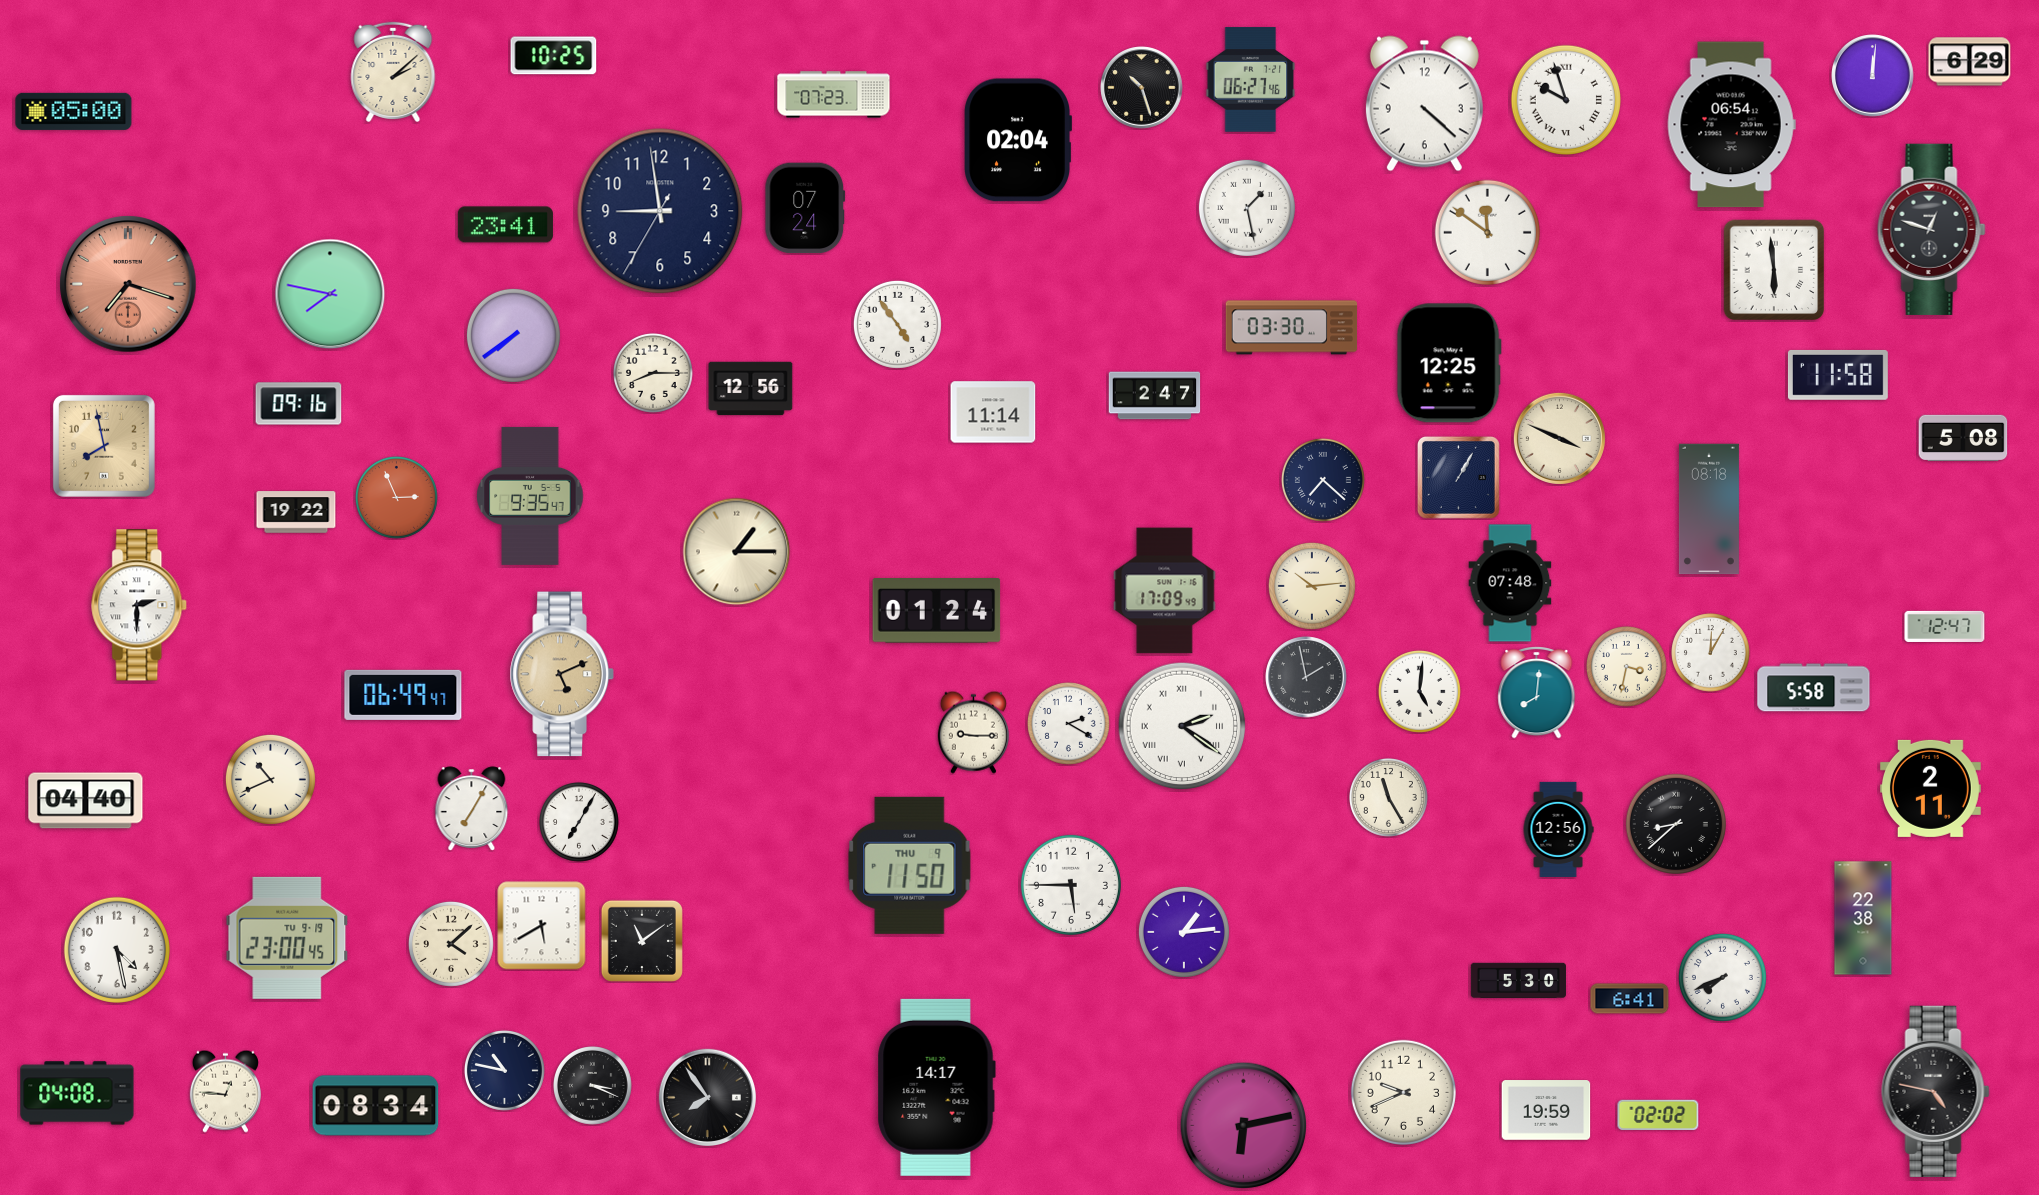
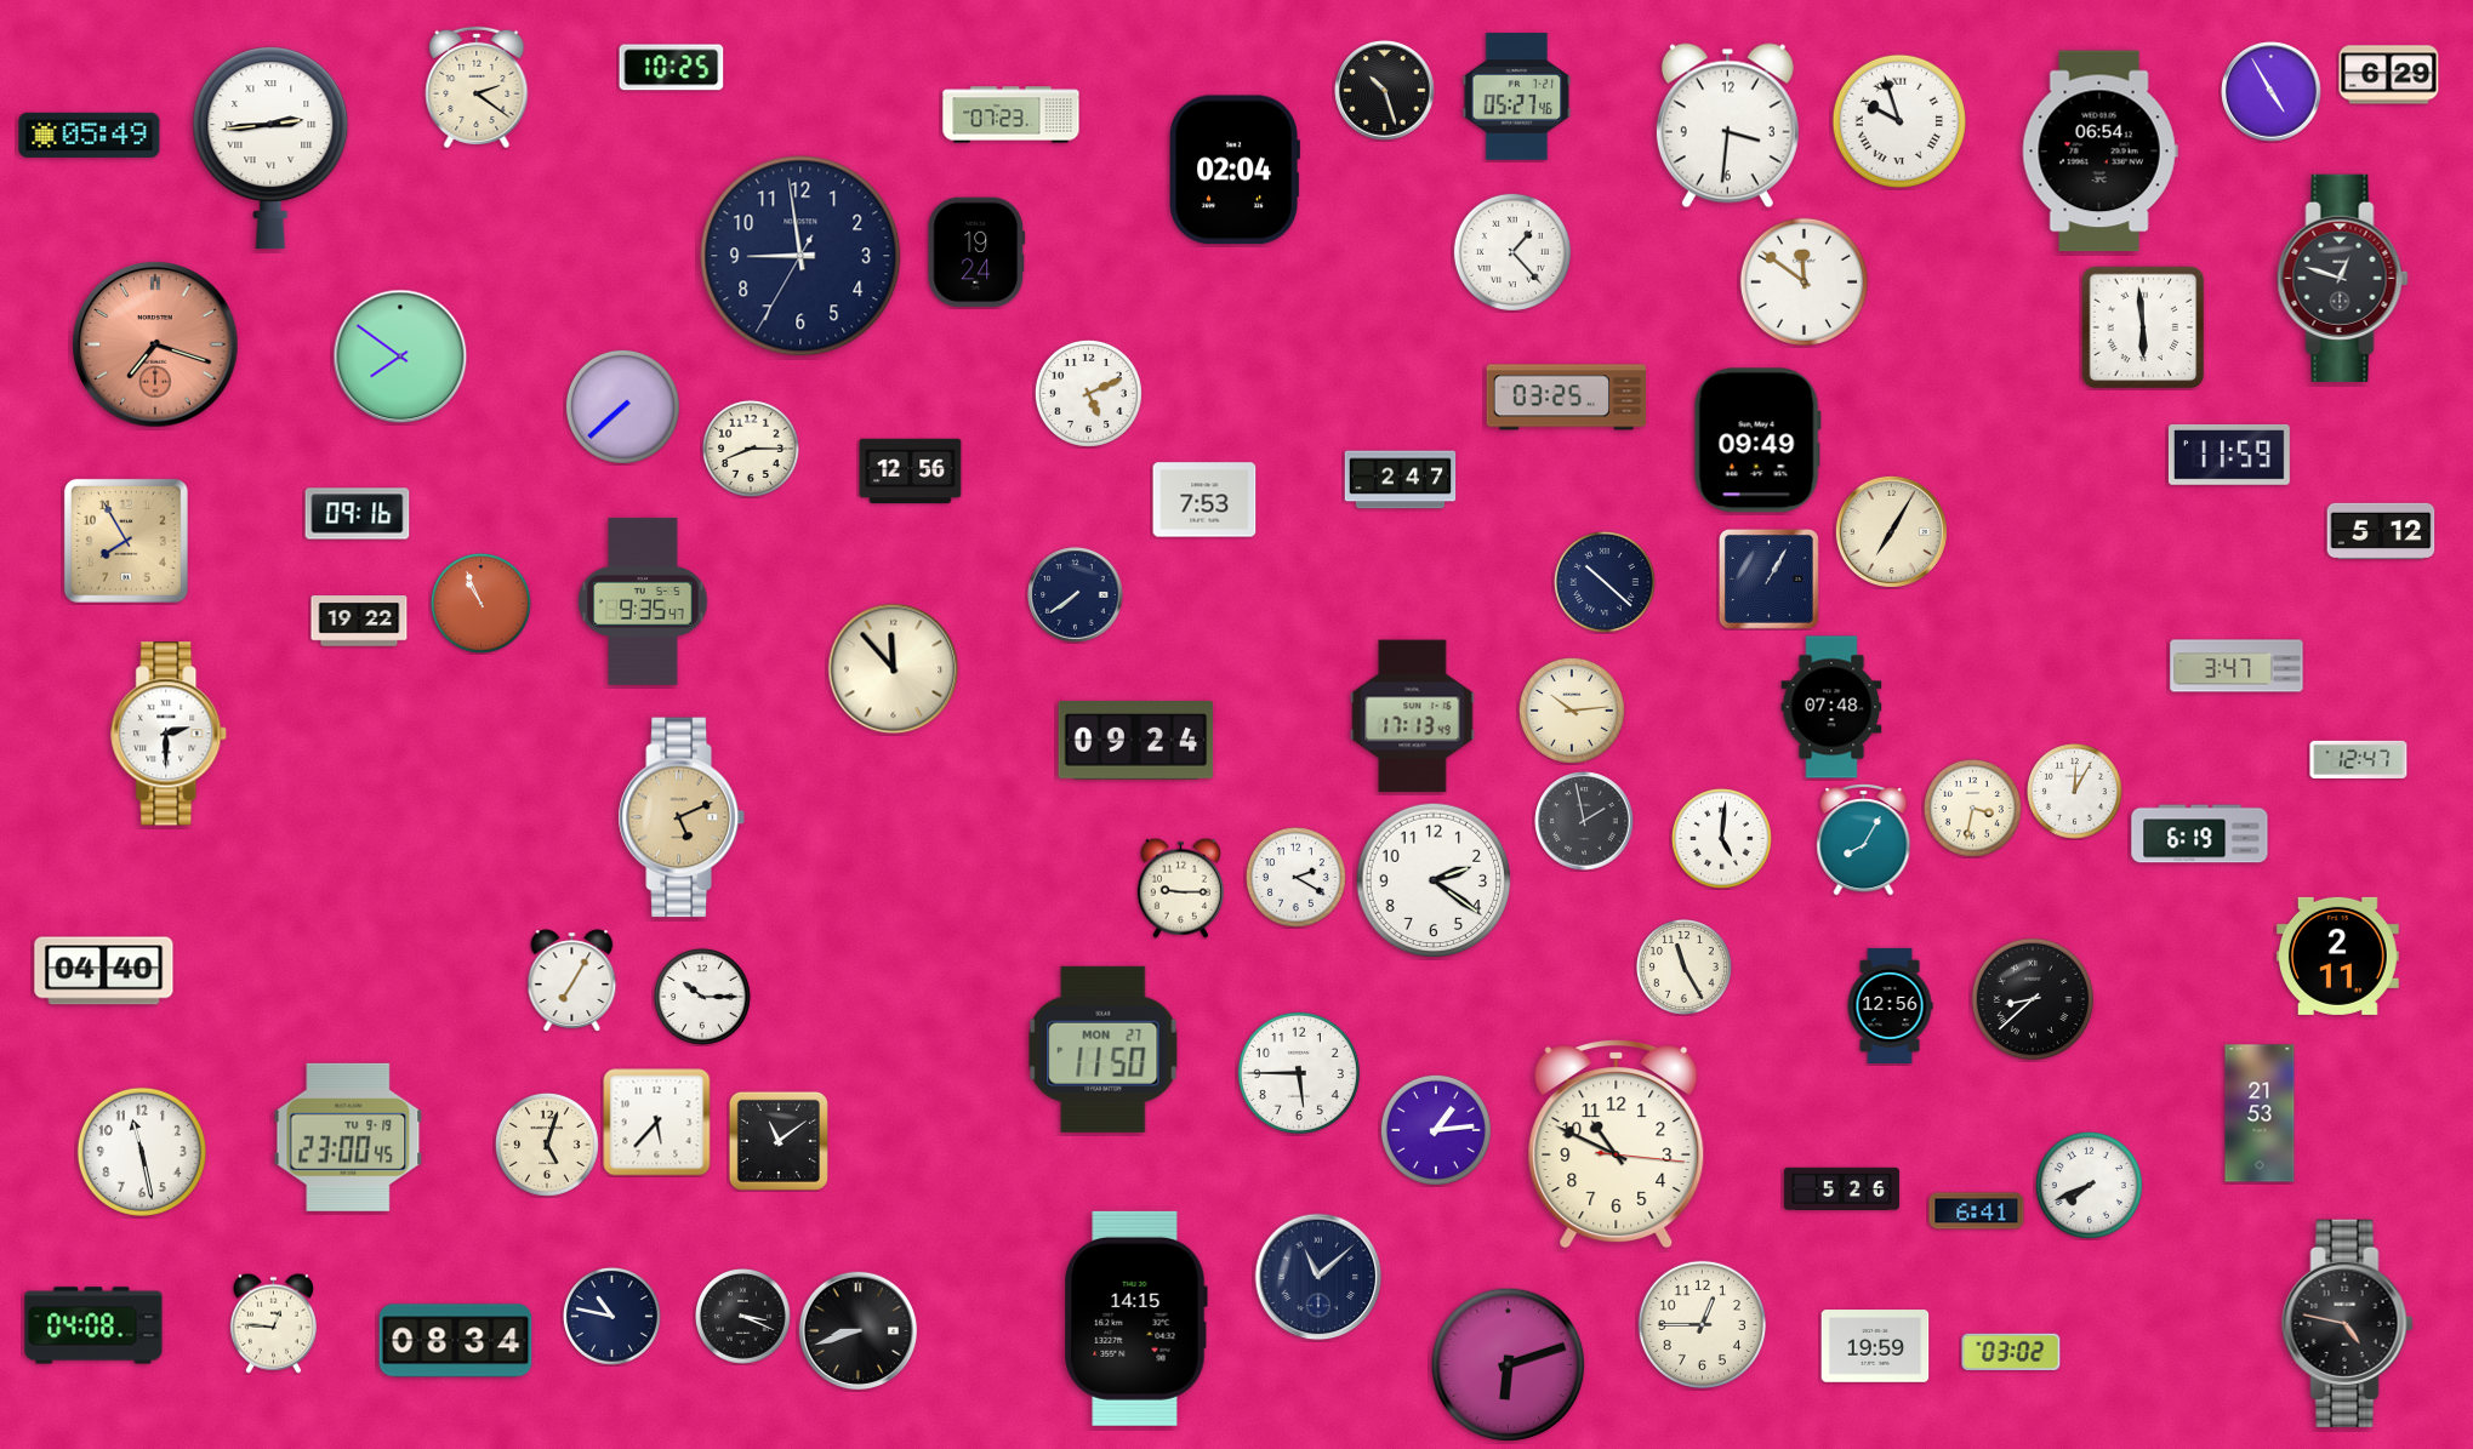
clock at (393, 72): 2:08 -> 2:21
clock at (1873, 76): 12:01 -> 4:55
clock at (1251, 80): 06:27 -> 05:27
clock at (1142, 88) position: (1142, 88) -> (1385, 91)
clock at (1424, 104): 4:22 -> 3:31
clock at (74, 111): 05:00 -> 05:49
clock at (270, 148): none -> 2:44
clock at (805, 208): 07:24 -> 19:24
clock at (1247, 208): 1:28 -> 1:23
clock at (505, 225): 23:41 -> none
clock at (1774, 270) position: (1774, 270) -> (2143, 327)
clock at (330, 294): 7:47 -> 7:51
clock at (897, 324): 4:54 -> 5:11
clock at (1292, 328): 03:30 -> 03:25
clock at (513, 335): 7:39 -> 7:38
clock at (1449, 363): 12:25 -> 09:49
clock at (653, 373) position: (653, 373) -> (751, 449)
clock at (1838, 375): 11:58 -> 11:59
clock at (299, 404) position: (299, 404) -> (358, 514)
clock at (993, 412): 11:14 -> 7:53
clock at (1559, 438): 3:49 -> 7:05
clock at (1963, 438): 5:08 -> 5:12
clock at (104, 446): 7:58 -> 7:55
clock at (1323, 480): 7:22 -> 10:22
clock at (1076, 595): none -> 7:39
clock at (396, 497): 2:56 -> 10:56
clock at (1709, 509): 08:18 -> none
clock at (2236, 666): none -> 3:47
clock at (737, 552): 1:15 -> 11:53
clock at (1312, 586) position: (1312, 586) -> (1572, 711)
clock at (1165, 591): 17:09 -> 17:13
clock at (937, 611): 01:24 -> 09:24
clock at (1814, 688): 5:58 -> 6:19
clock at (1537, 693): 8:01 -> 8:05
clock at (403, 695): 06:49 -> none
clock at (1182, 726) numerals: Roman -> Arabic
clock at (270, 779): 10:41 -> none
clock at (1930, 788) position: (1930, 788) -> (2337, 955)
clock at (579, 822): 7:05 -> 10:15
clock at (910, 865) date: THU 9 -> MON 27
clock at (1863, 918): 22:38 -> 21:53
clock at (542, 926): 5:40 -> 5:37
clock at (451, 944): 4:08 -> 5:03
clock at (1617, 1145): none -> 10:49
clock at (117, 950): 4:28 -> 11:28
clock at (1518, 981): 5:30 -> 5:26
clock at (1318, 1277): none -> 11:08
clock at (504, 1070) position: (504, 1070) -> (611, 1316)
clock at (593, 1086) position: (593, 1086) -> (743, 1317)
clock at (936, 1087): 14:17 -> 14:15
clock at (1403, 1092): 9:41 -> 12:45
clock at (707, 1097): 7:54 -> 8:42
clock at (1658, 1115): 02:02 -> 03:02
clock at (1244, 1126): 6:13 -> 6:12
